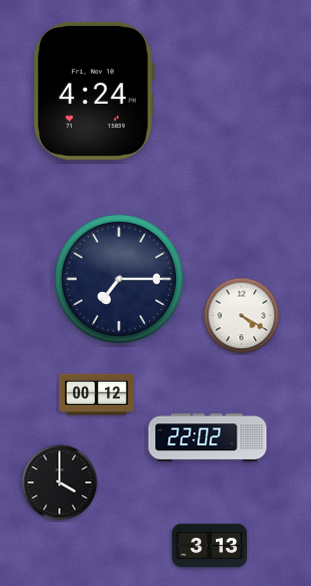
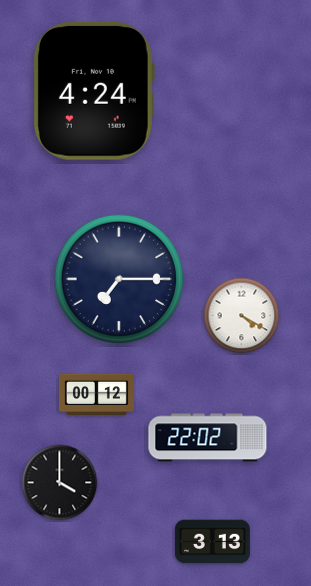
clock at (209, 546) position: (209, 546) -> (212, 542)
